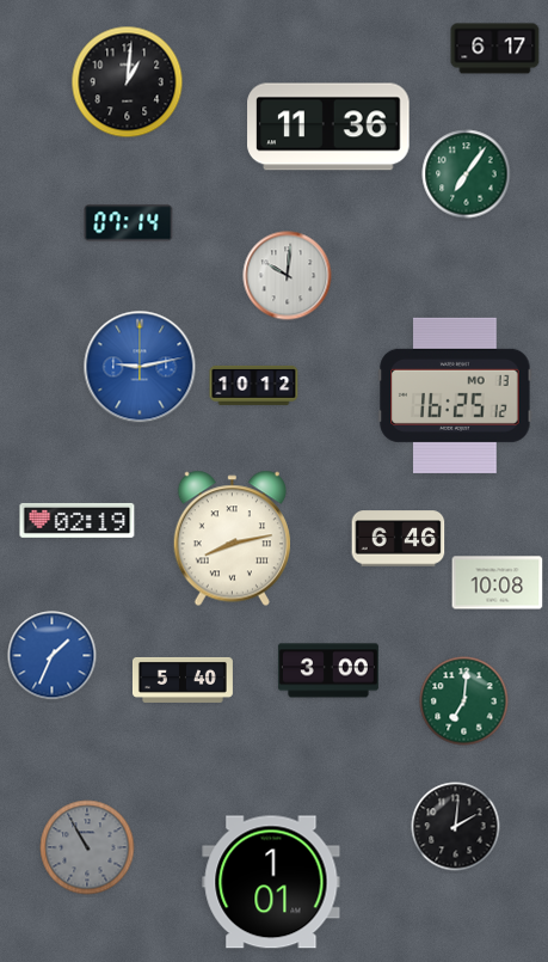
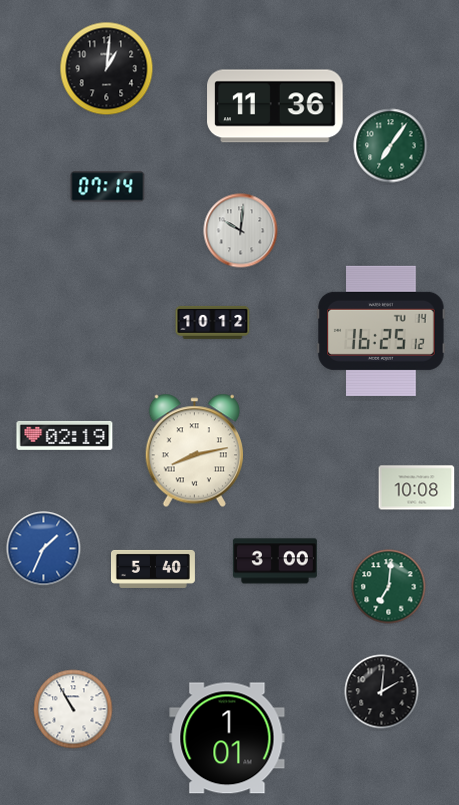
clock at (495, 49): 6:17 -> none
clock at (140, 367): 9:13 -> none
clock at (455, 396) date: MO 13 -> TU 14
clock at (399, 539): 6:46 -> none
clock at (87, 847) dial: grey -> white
